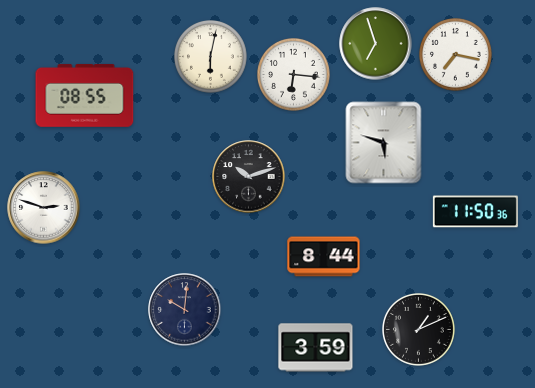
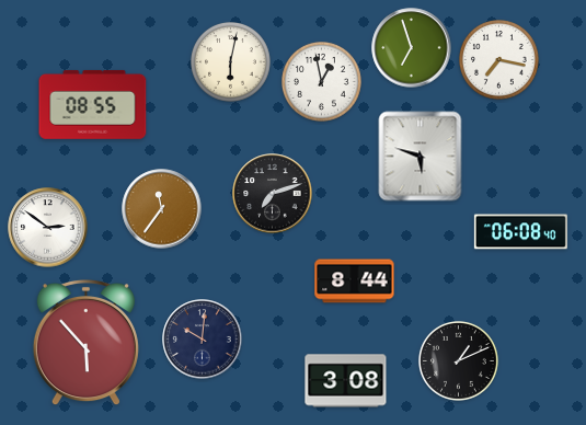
clock at (294, 75): 6:16 -> 12:58
clock at (249, 177): 10:12 -> 7:12
clock at (162, 209): none -> 11:36
clock at (44, 208): 2:48 -> 2:51
clock at (475, 212): 11:50 -> 06:08
clock at (85, 343): none -> 5:53
clock at (316, 348): 3:59 -> 3:08
